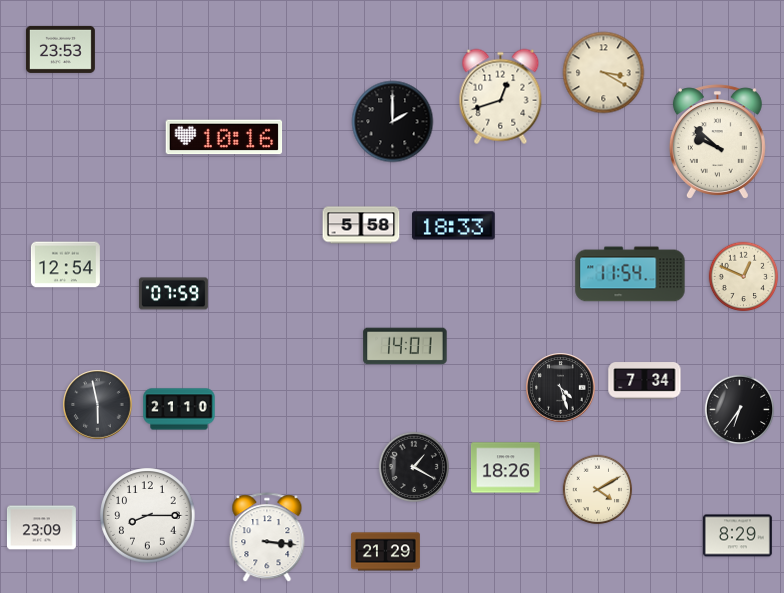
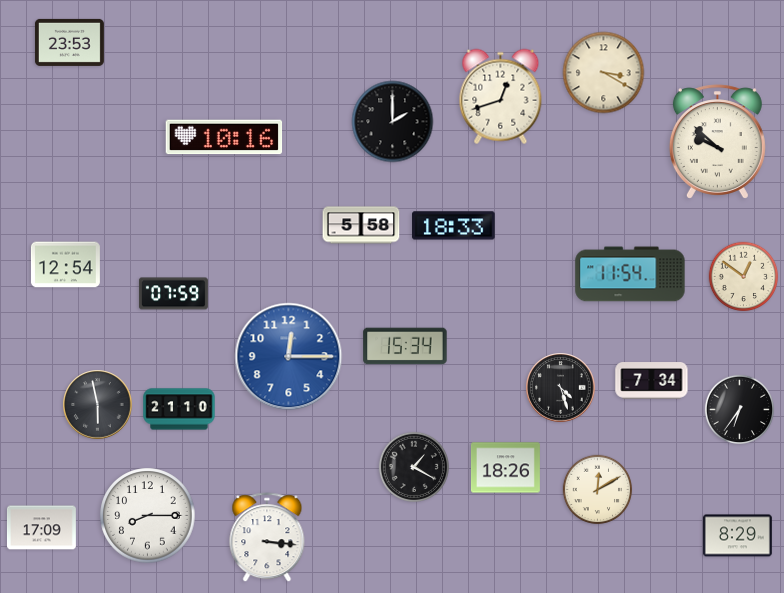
clock at (60, 49) position: (60, 49) -> (69, 42)
clock at (744, 277): 12:49 -> 12:51
clock at (405, 346): 14:01 -> 15:34
clock at (289, 357): none -> 12:15
clock at (645, 381) position: (645, 381) -> (652, 381)
clock at (598, 490): 4:10 -> 12:10
clock at (41, 528): 23:09 -> 17:09
clock at (385, 552): 21:29 -> none
